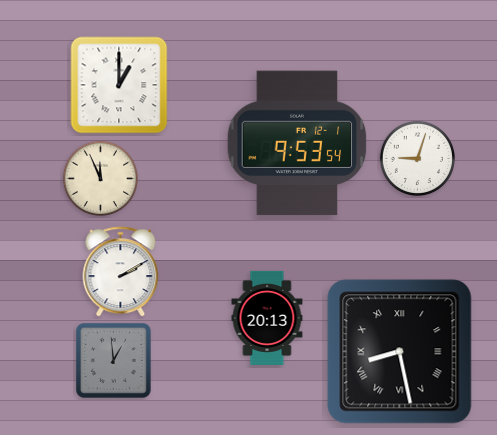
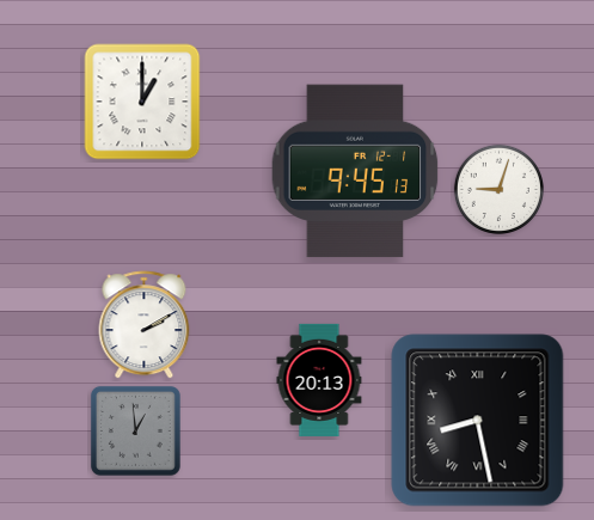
clock at (297, 143): 9:53 -> 9:45
clock at (100, 178): 11:56 -> none
